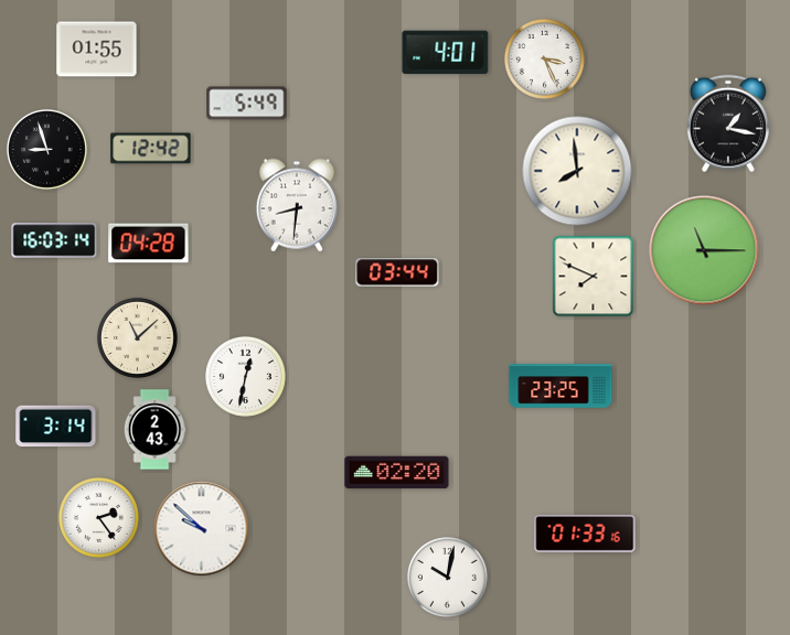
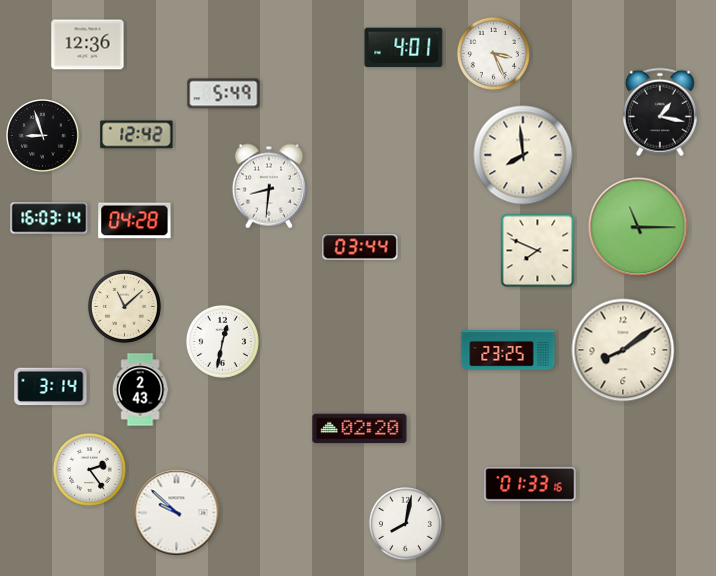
clock at (97, 50): 01:55 -> 12:36
clock at (623, 350): none -> 8:09
clock at (202, 529) position: (202, 529) -> (177, 513)
clock at (447, 577): 10:02 -> 8:02
